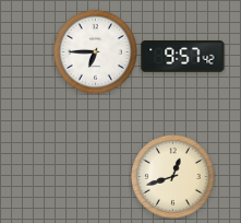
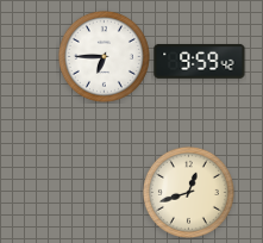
clock at (183, 56): 9:57 -> 9:59
